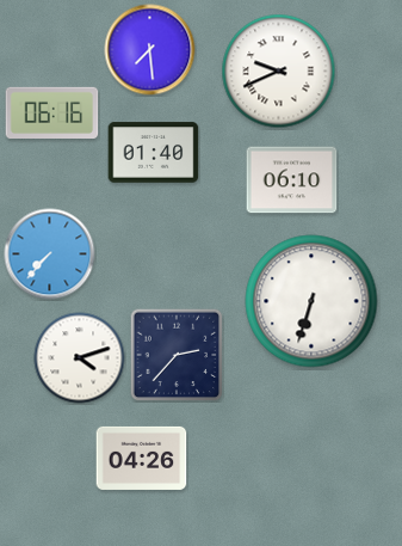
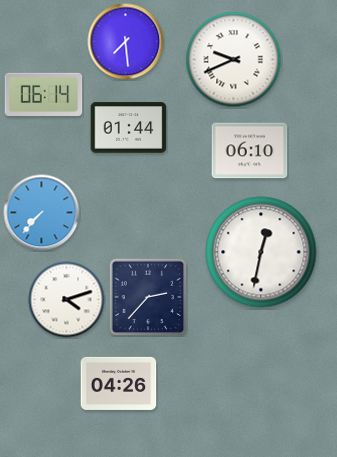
clock at (52, 112): 06:16 -> 06:14
clock at (154, 153): 01:40 -> 01:44
clock at (292, 180) position: (292, 180) -> (250, 151)
clock at (311, 301): 6:33 -> 12:32
